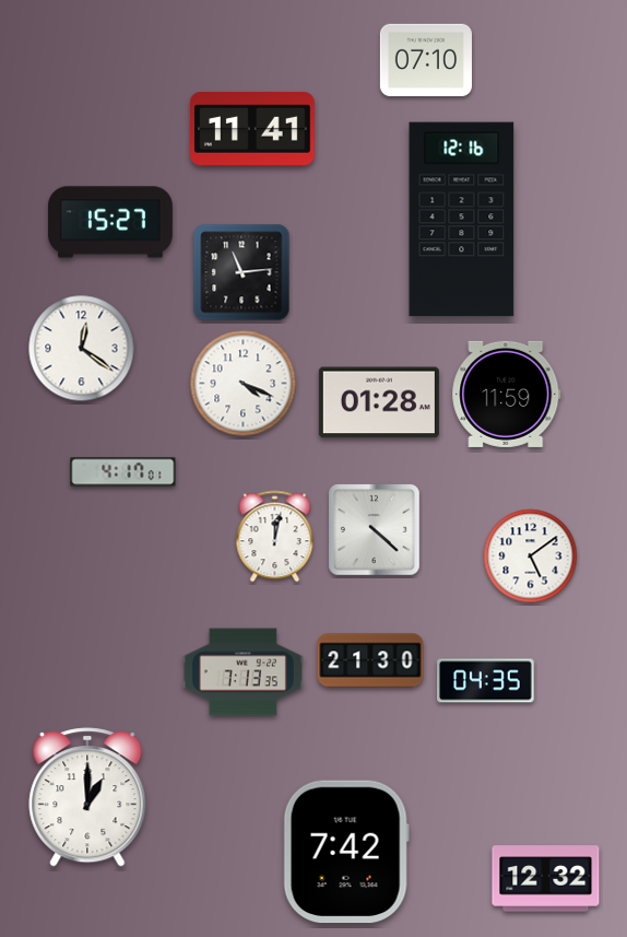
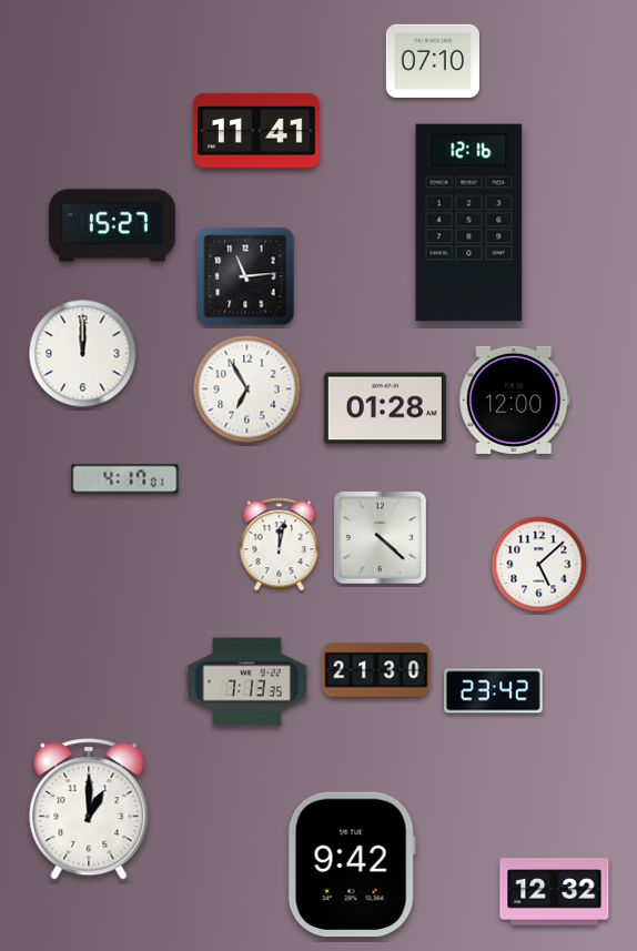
clock at (82, 349): 12:21 -> 12:00
clock at (244, 384): 4:19 -> 6:55
clock at (507, 394): 11:59 -> 12:00
clock at (531, 557): 5:09 -> 5:08
clock at (486, 681): 04:35 -> 23:42
clock at (346, 852): 7:42 -> 9:42
